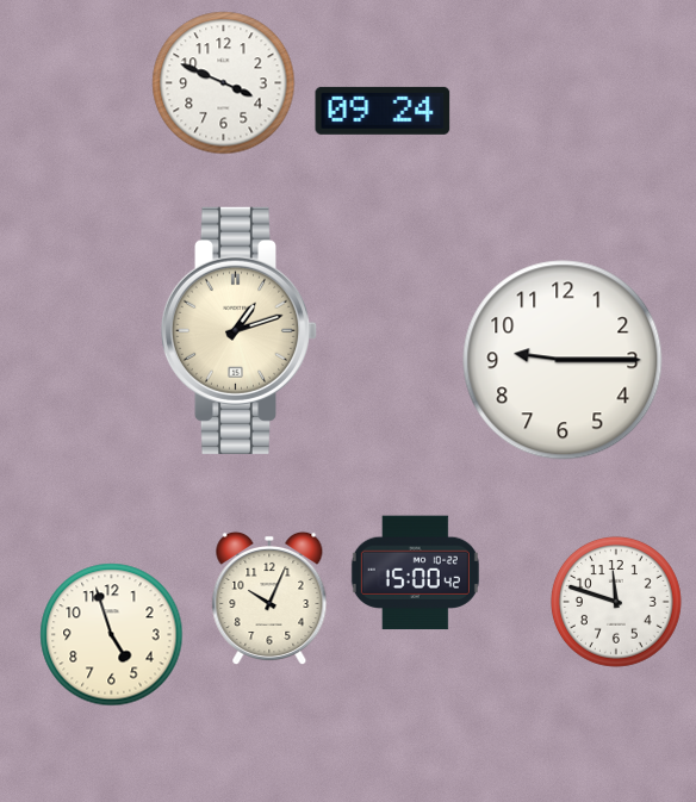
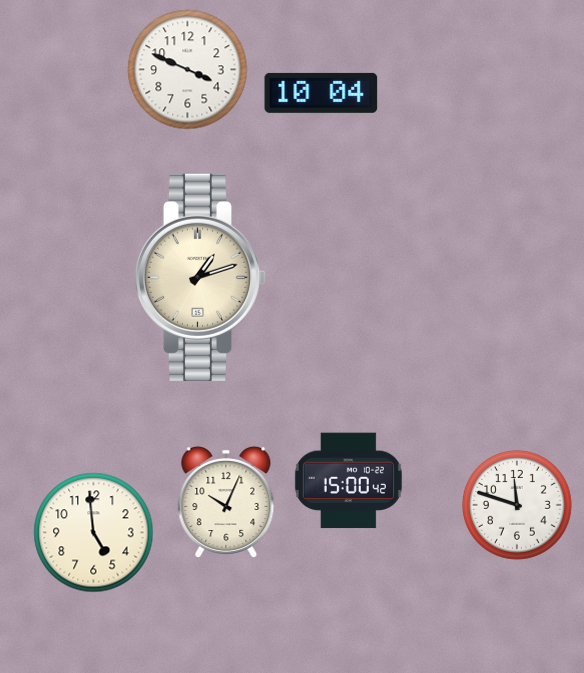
clock at (383, 111): 09:24 -> 10:04
clock at (563, 360): 9:15 -> none
clock at (112, 635): 4:57 -> 4:59
